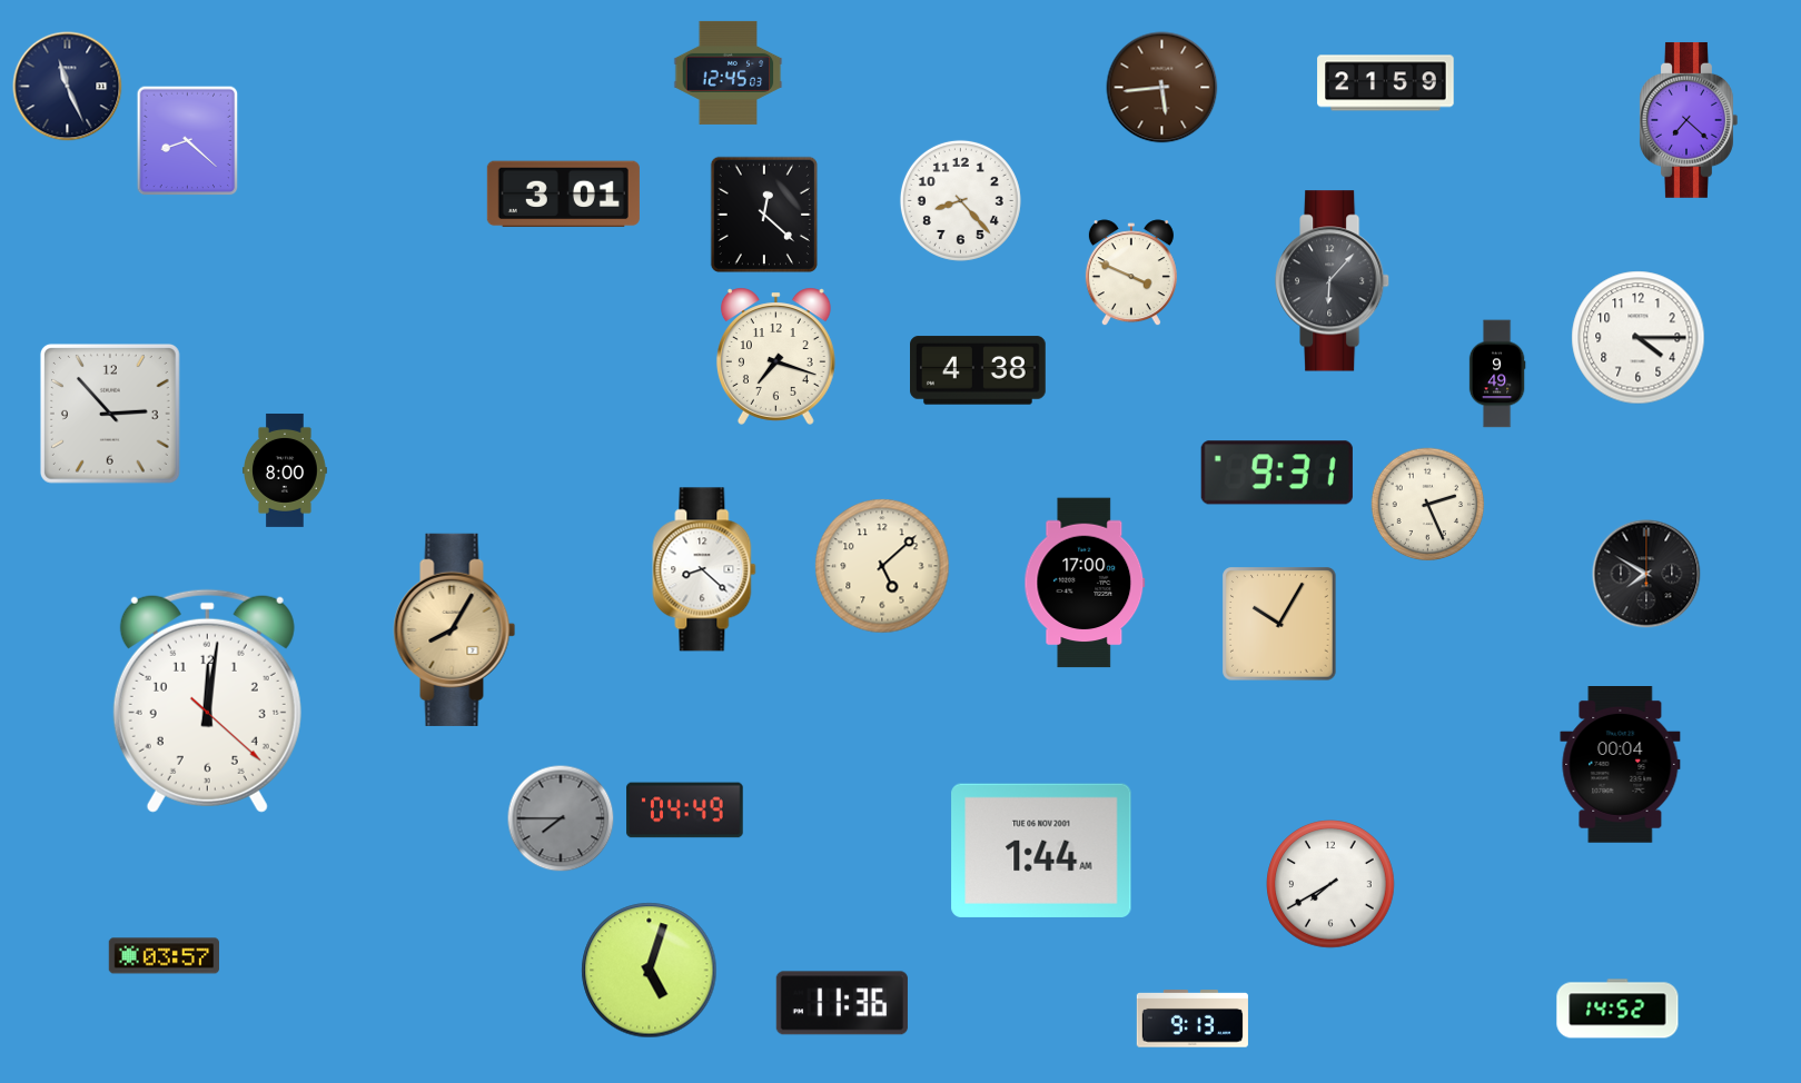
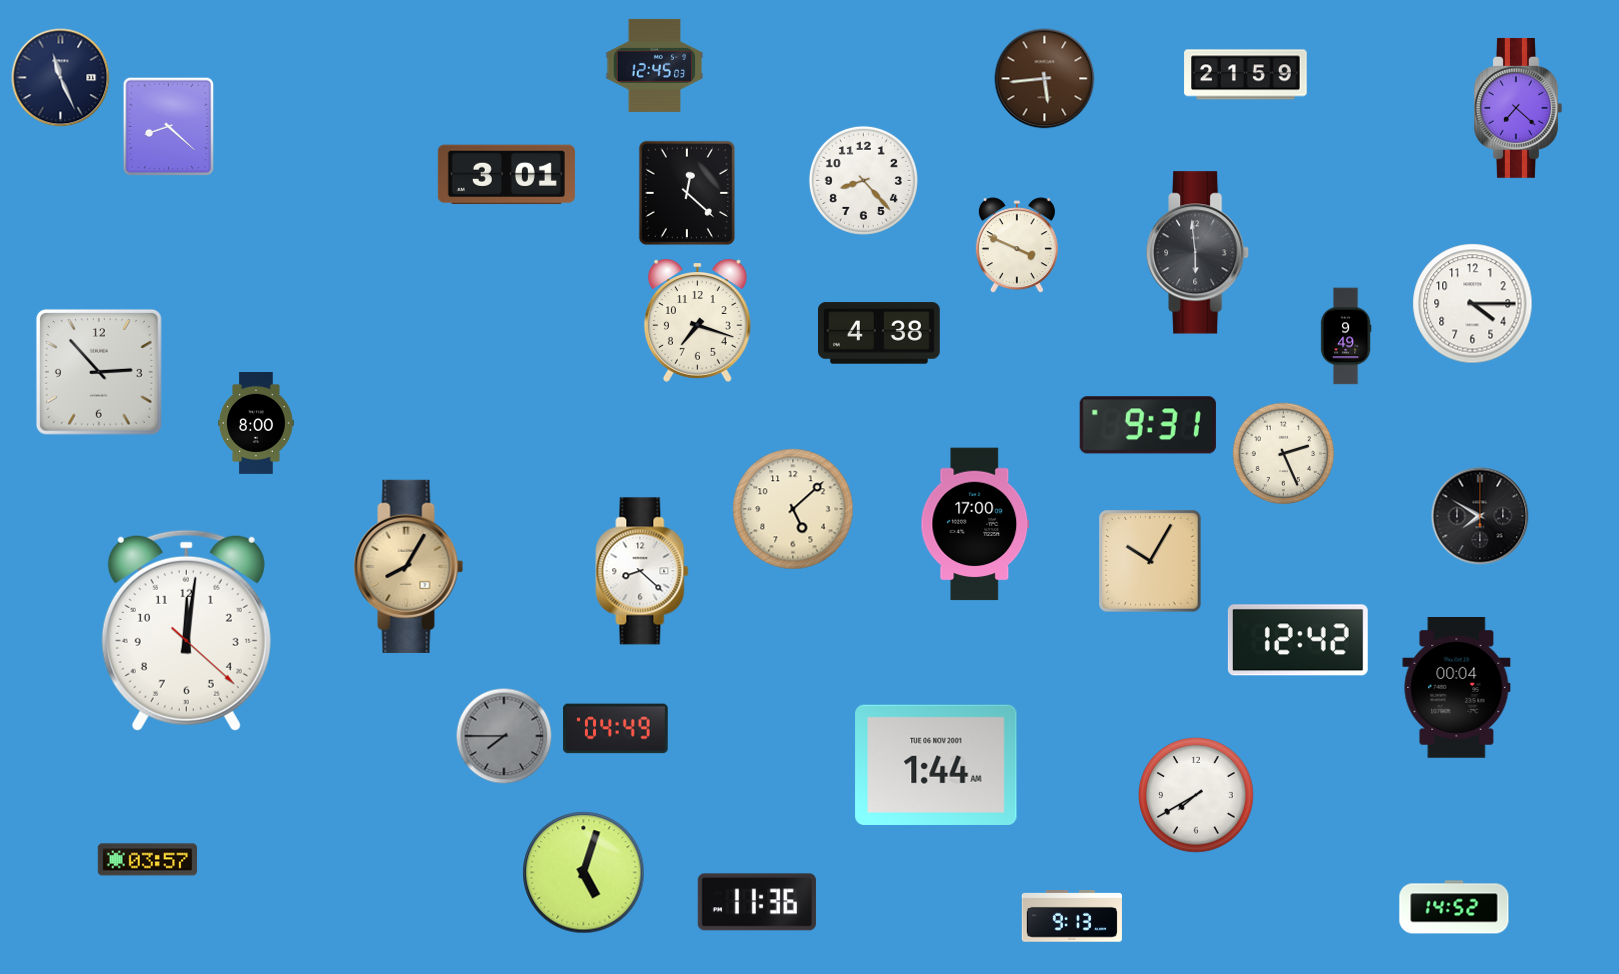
clock at (1334, 281): 6:07 -> 5:59
clock at (704, 569) position: (704, 569) -> (642, 571)
clock at (1298, 640): none -> 12:42
